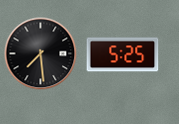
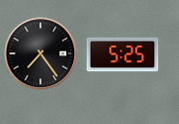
clock at (41, 54): 7:29 -> 7:24
